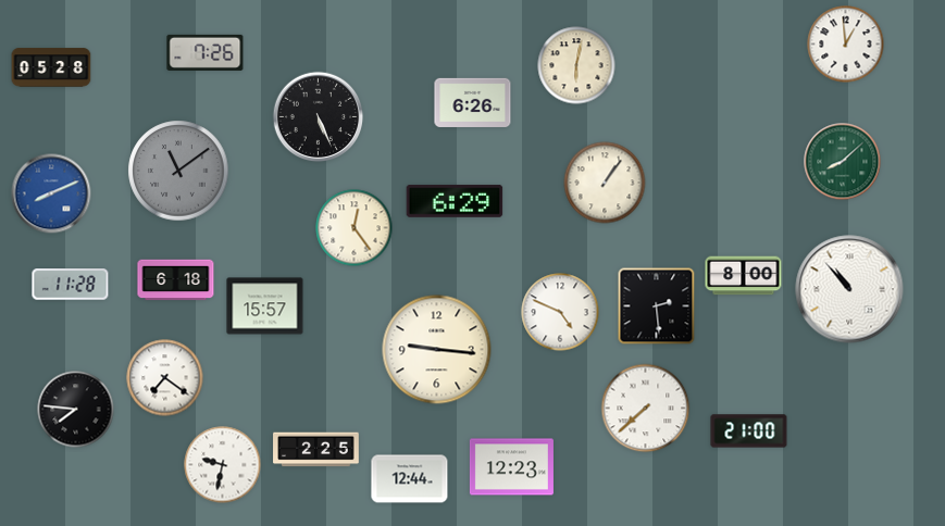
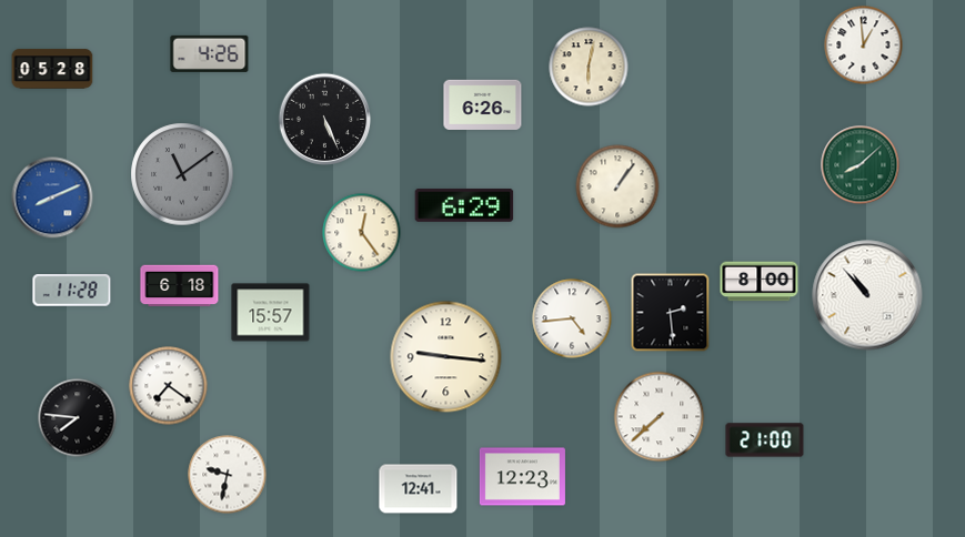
clock at (206, 52): 7:26 -> 4:26
clock at (560, 312): 4:49 -> 4:44
clock at (316, 450): 2:25 -> none
clock at (410, 479): 12:44 -> 12:41
